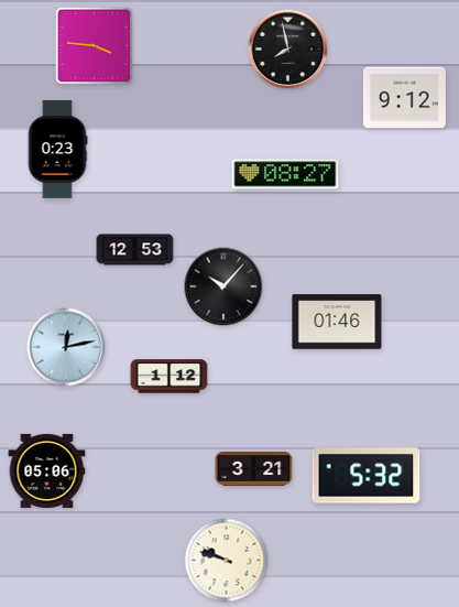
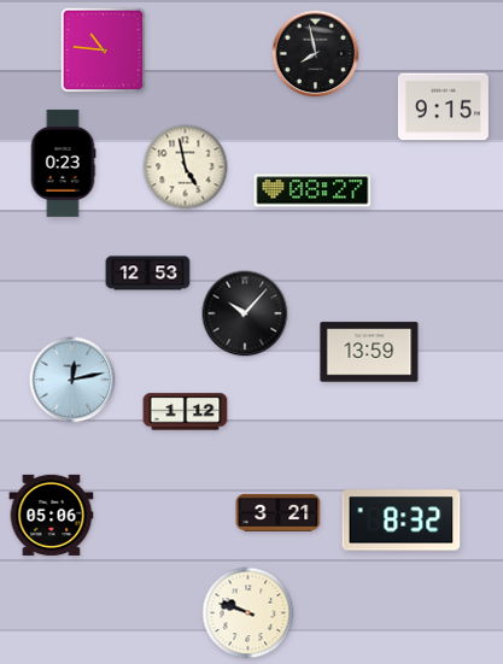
clock at (95, 46): 3:46 -> 10:46
clock at (404, 98): 9:12 -> 9:15
clock at (186, 168): none -> 4:58
clock at (337, 322): 01:46 -> 13:59
clock at (367, 476): 5:32 -> 8:32
